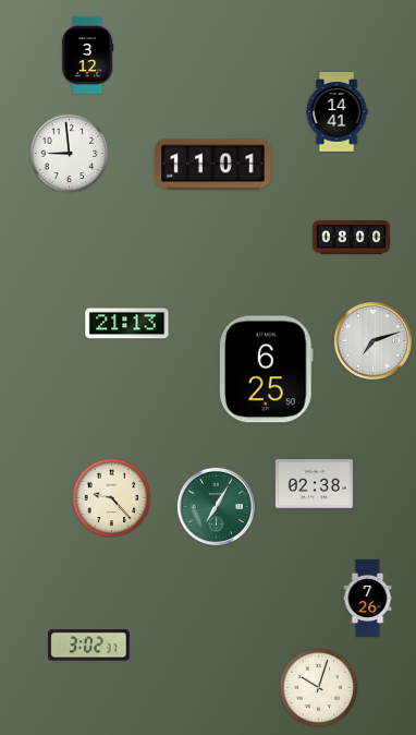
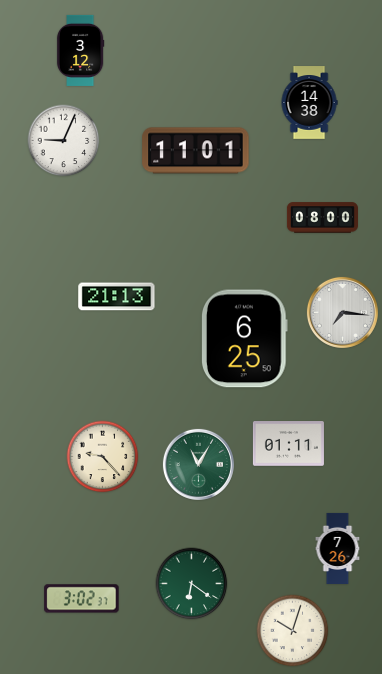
clock at (337, 112): 14:41 -> 14:38
clock at (70, 154): 8:59 -> 9:04
clock at (372, 340): 7:12 -> 7:16
clock at (314, 484): 02:38 -> 01:11
clock at (216, 506): 7:05 -> 11:05
clock at (192, 584): none -> 6:21
clock at (89, 646) position: (89, 646) -> (82, 599)
